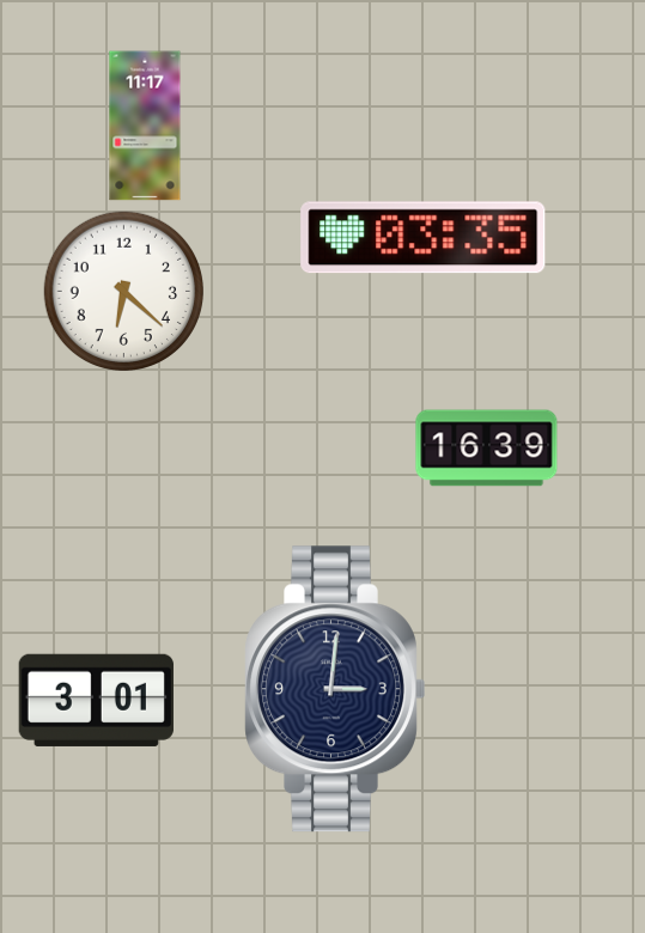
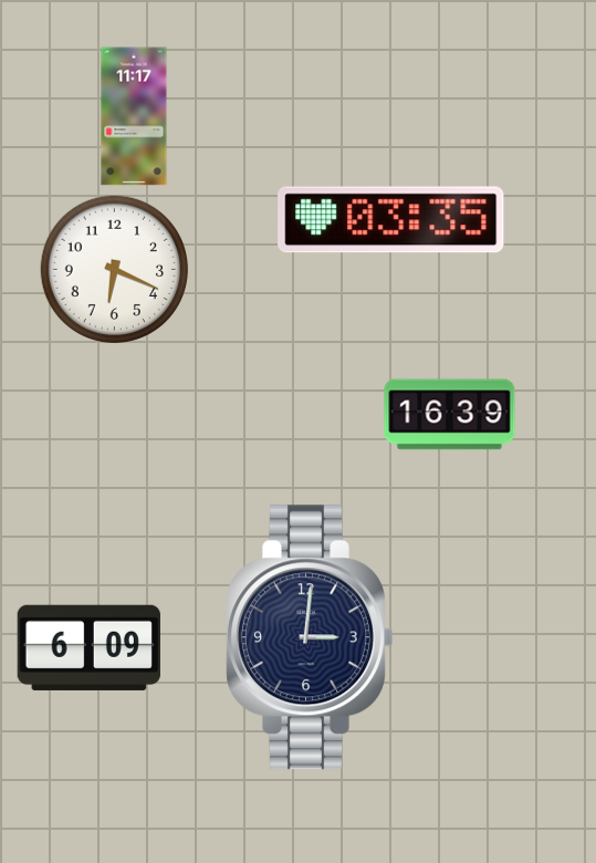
clock at (123, 291): 6:22 -> 6:19
clock at (96, 700): 3:01 -> 6:09
